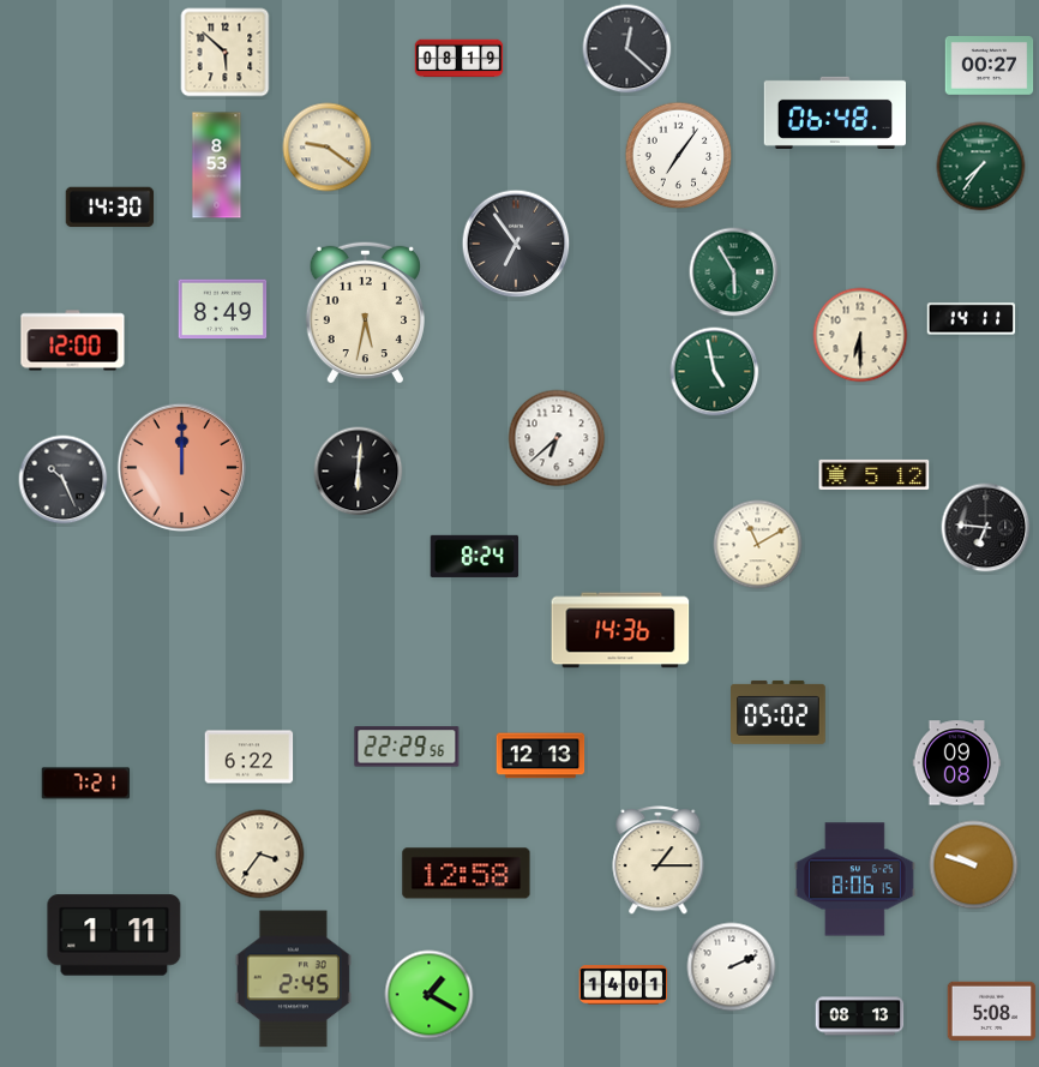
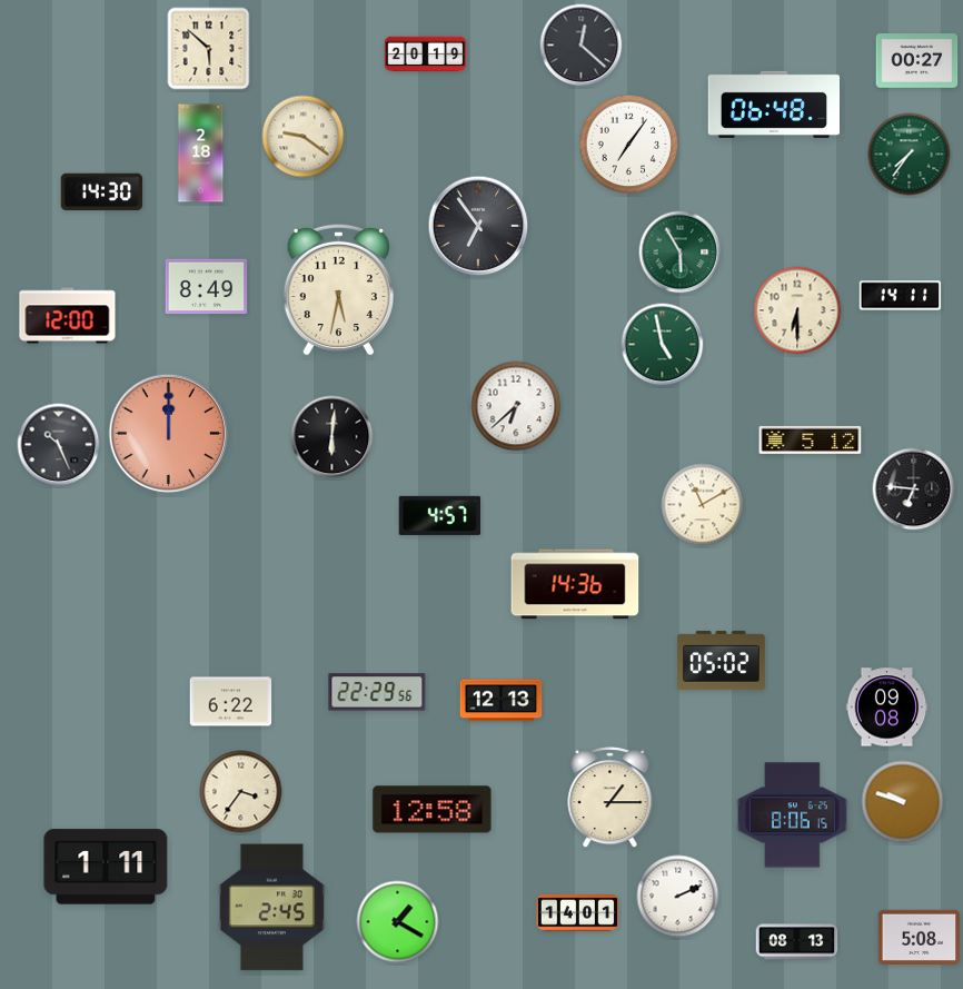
clock at (460, 59): 08:19 -> 20:19
clock at (217, 166): 8:53 -> 2:18
clock at (475, 556): 8:24 -> 4:57
clock at (86, 784): 7:21 -> none
